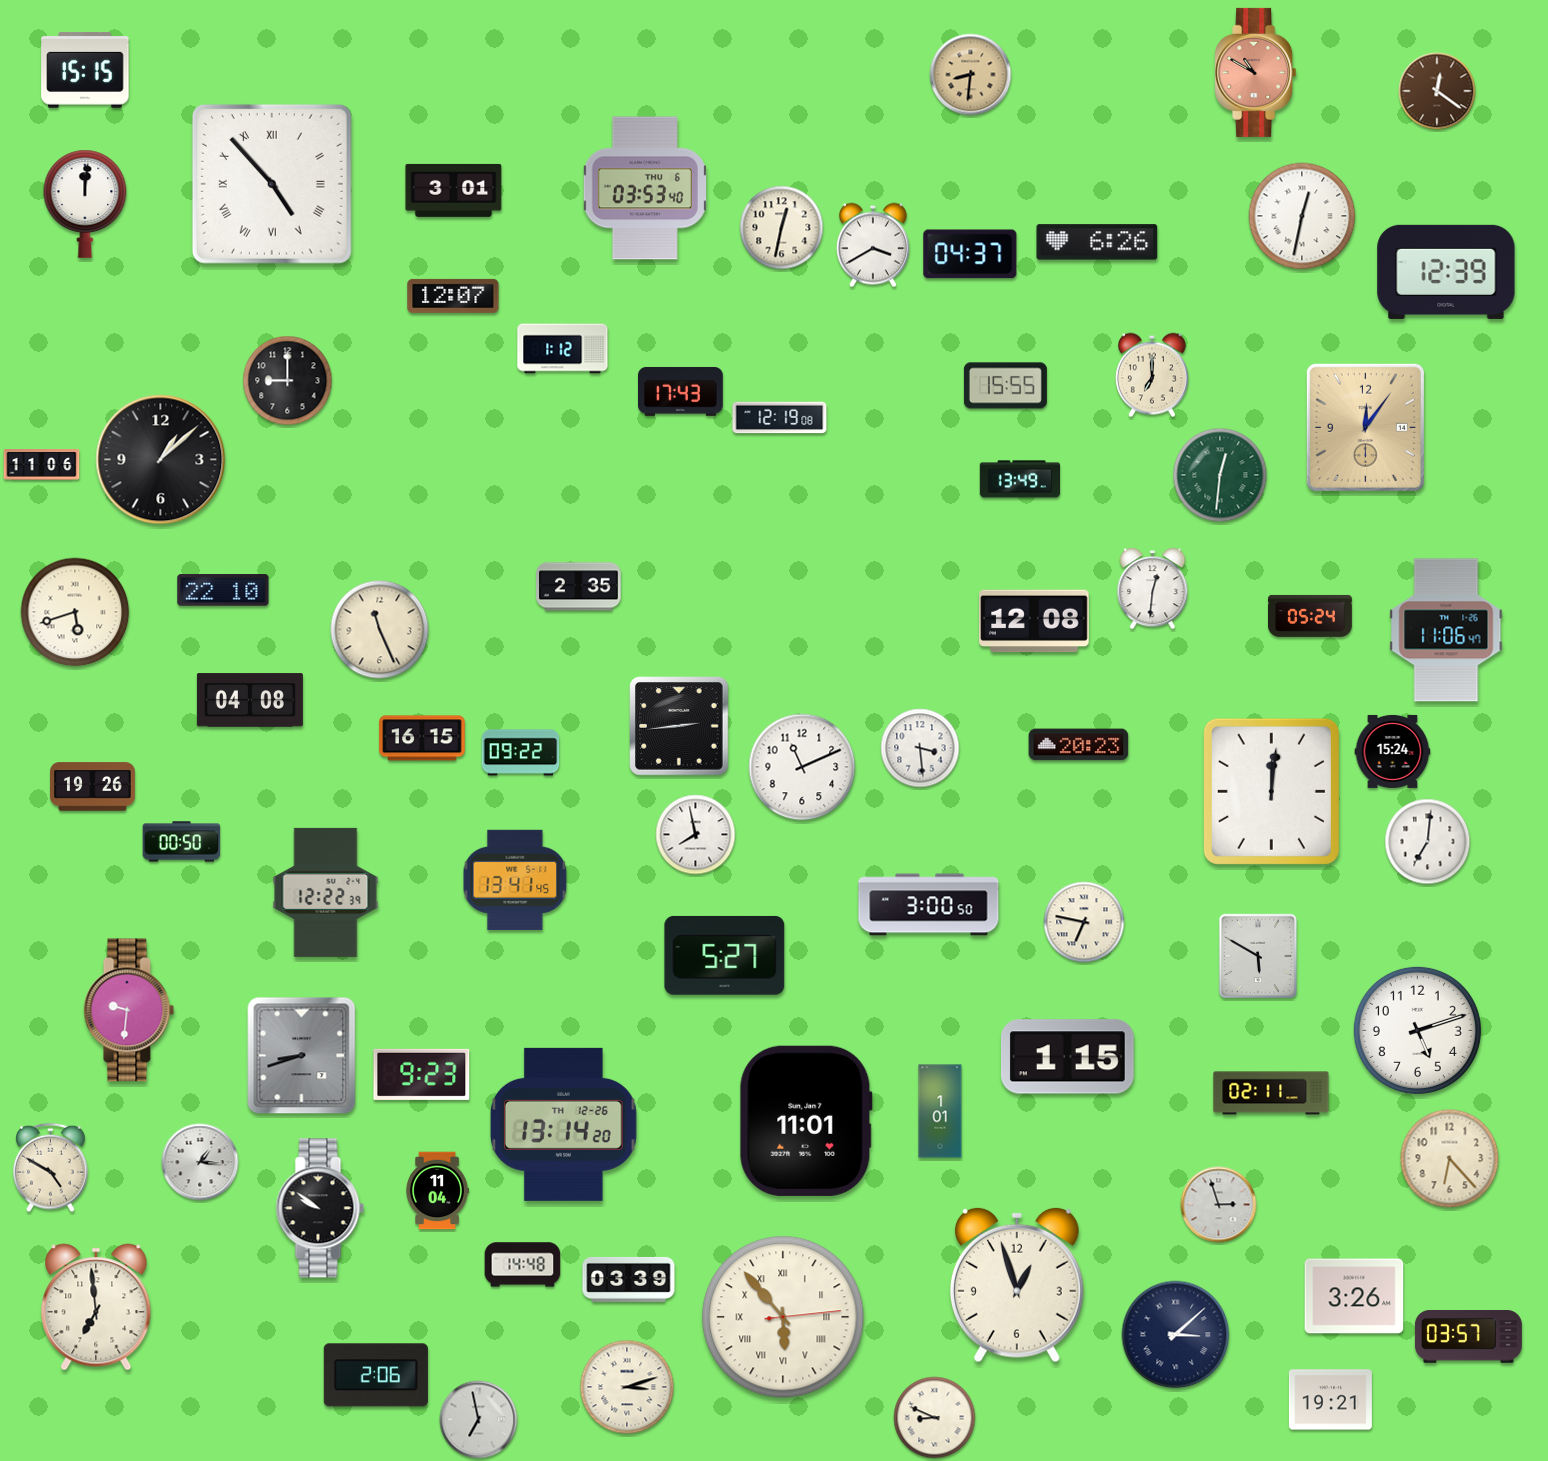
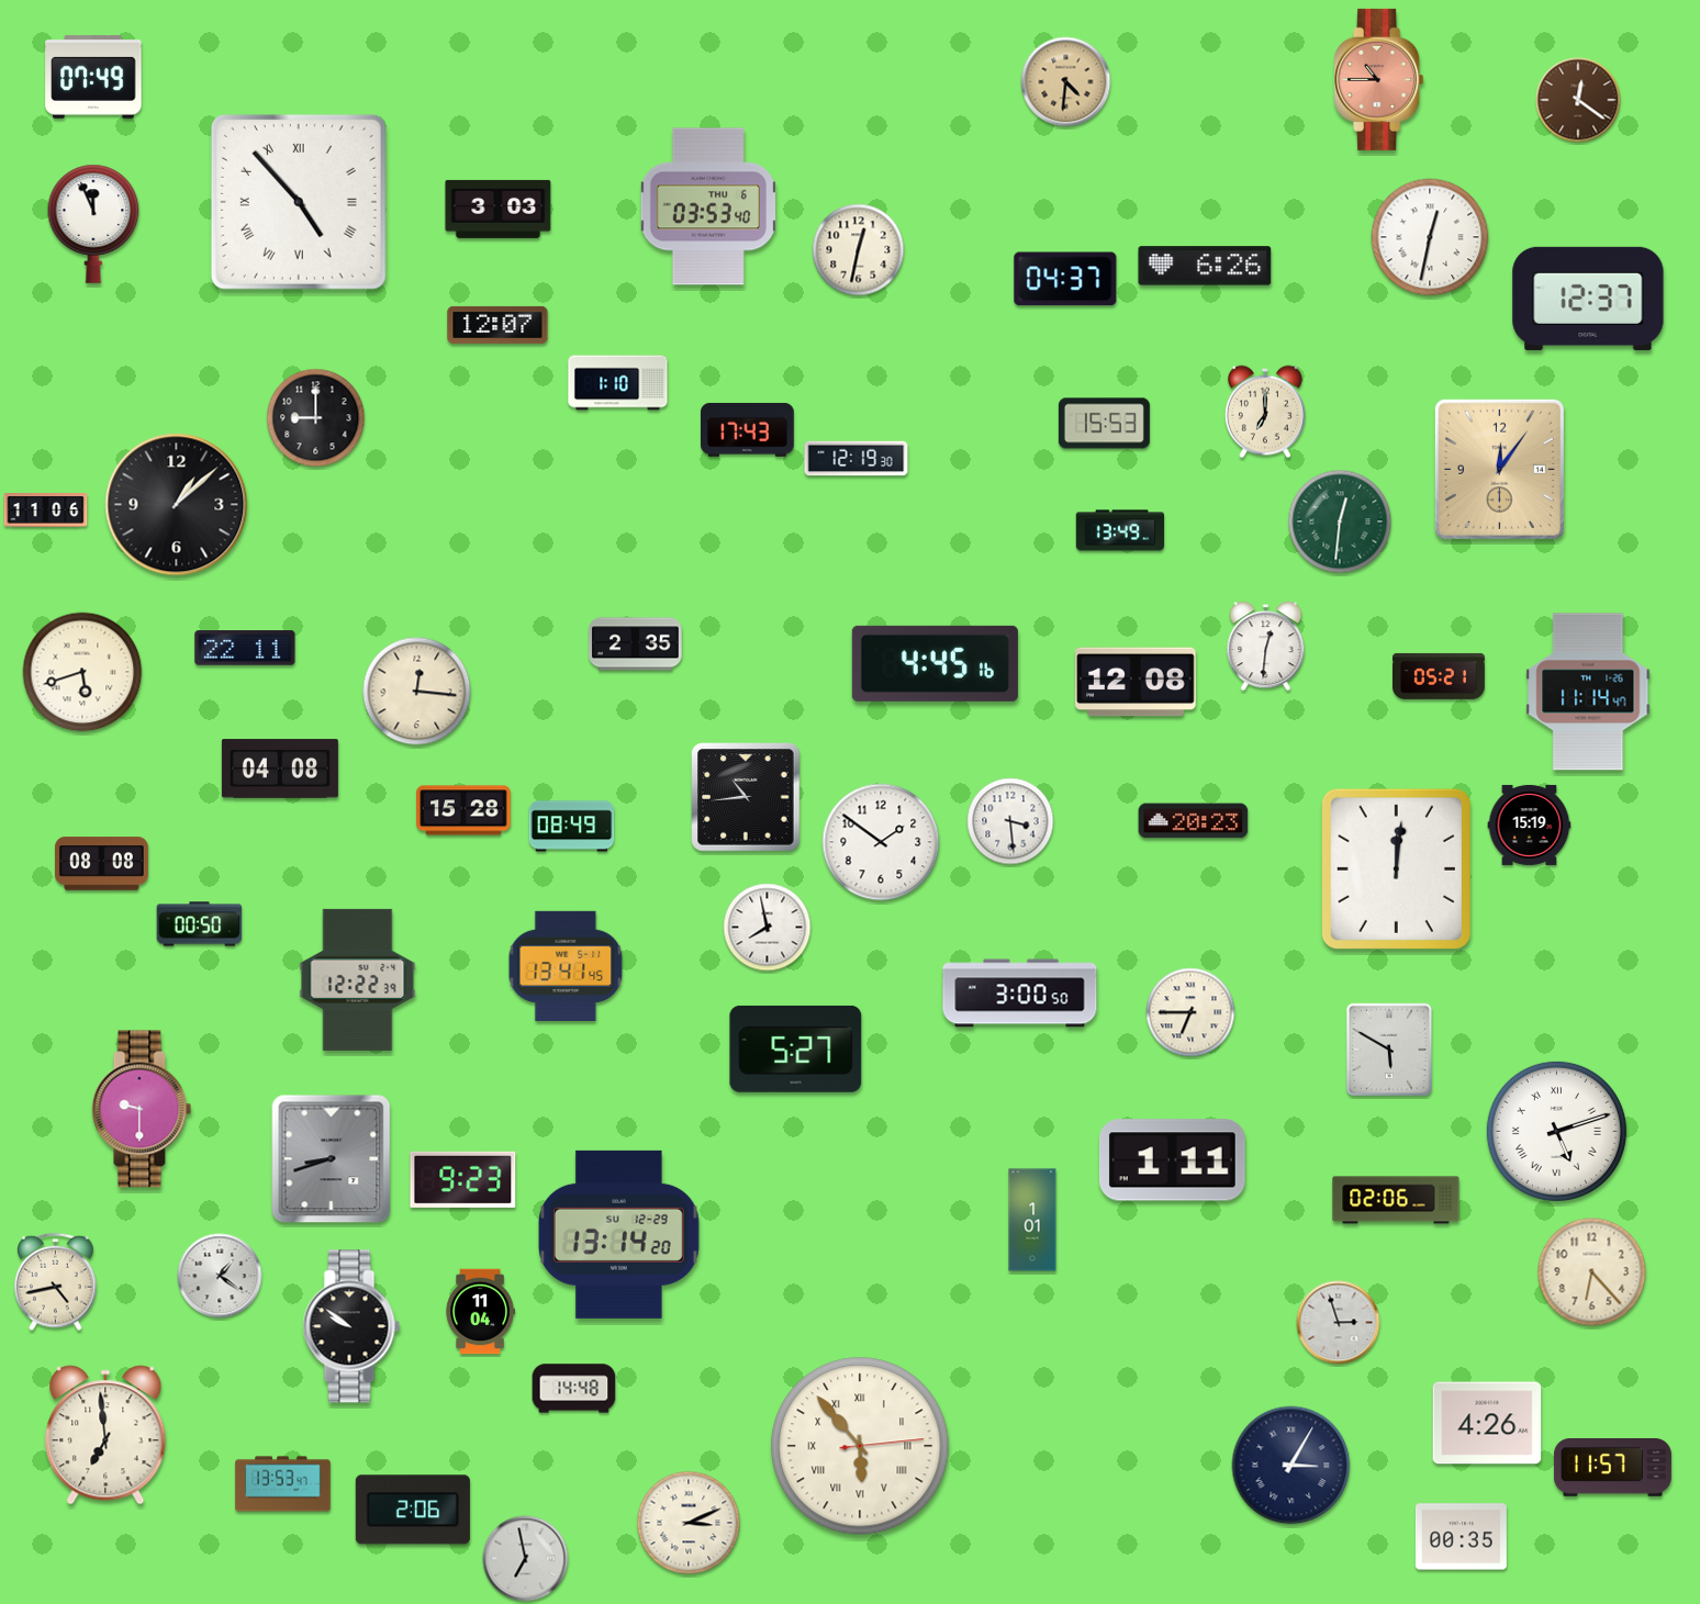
clock at (85, 71): 15:15 -> 07:49
clock at (1256, 72): 10:50 -> 10:45
clock at (971, 75): 8:31 -> 4:31
clock at (454, 190): 3:01 -> 3:03
clock at (85, 204): 12:01 -> 11:56
clock at (873, 245): 3:40 -> none
clock at (1446, 272): 12:39 -> 12:37
clock at (563, 349): 1:12 -> 1:10
clock at (1005, 386): 15:55 -> 15:53
clock at (780, 418): 12:19:08 -> 12:19:30
clock at (1019, 479) position: (1019, 479) -> (1119, 530)
clock at (223, 590): 22:10 -> 22:11
clock at (935, 663): none -> 4:45
clock at (1311, 616): 05:24 -> 05:21
clock at (380, 630): 11:26 -> 12:16
clock at (1446, 630): 11:06 -> 11:14
clock at (250, 700) position: (250, 700) -> (280, 769)
clock at (679, 726): 2:44 -> 10:44
clock at (422, 738): 16:15 -> 15:28
clock at (1079, 745) position: (1079, 745) -> (1194, 821)
clock at (1393, 751): 15:24 -> 15:19
clock at (521, 753): 09:22 -> 08:49
clock at (802, 767): 11:11 -> 1:51
clock at (93, 787): 19:26 -> 08:08
clock at (696, 835) position: (696, 835) -> (768, 928)
clock at (1428, 842): 7:01 -> none
clock at (1084, 922): 6:47 -> 6:45
clock at (1257, 955) position: (1257, 955) -> (1388, 1048)
clock at (129, 1010): 9:31 -> 9:30
clock at (1417, 1030) numerals: Arabic -> Roman
clock at (1068, 1057): 1:15 -> 1:11
clock at (1271, 1093): 02:11 -> 02:06
clock at (806, 1121): 11:01 -> none
clock at (564, 1124) date: TH 12-26 -> SU 12-29
clock at (200, 1162): 1:16 -> 1:21
clock at (51, 1168): 4:50 -> 4:43
clock at (437, 1191) position: (437, 1191) -> (480, 1312)
clock at (629, 1279): 03:39 -> none
clock at (1017, 1285): 12:57 -> none
clock at (1354, 1296): 3:26 -> 4:26
clock at (1176, 1335): 3:08 -> 3:05
clock at (1468, 1337): 03:57 -> 11:57
clock at (283, 1484): none -> 13:53
clock at (627, 1387): 3:12 -> 3:11
clock at (1330, 1400): 19:21 -> 00:35
clock at (935, 1418): 8:49 -> none
